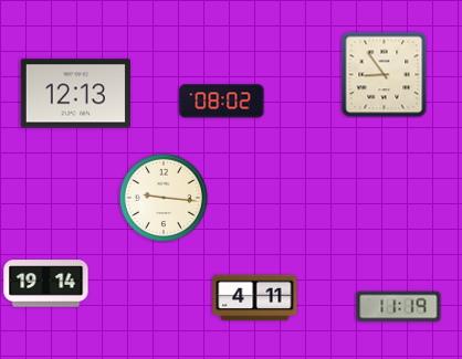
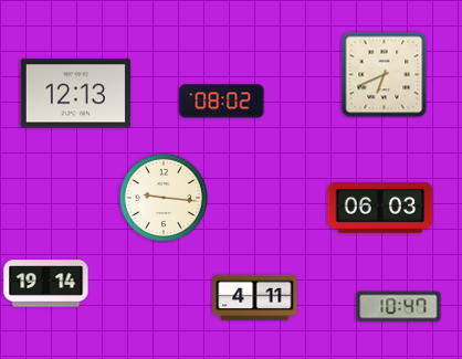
clock at (384, 74): 8:54 -> 6:41
clock at (380, 209): none -> 06:03
clock at (399, 307): 11:19 -> 10:47
